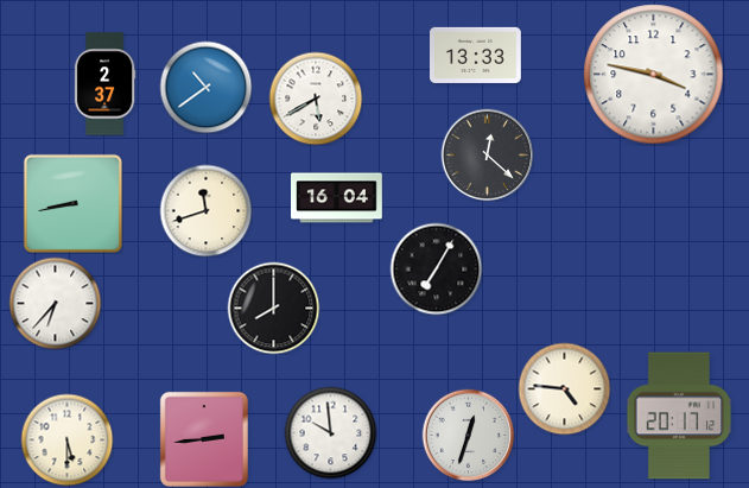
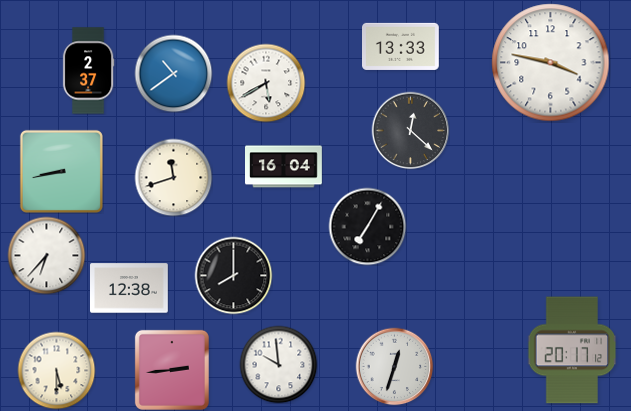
clock at (273, 308) position: (273, 308) -> (233, 275)
clock at (129, 288): none -> 12:38
clock at (564, 388): 4:46 -> none
